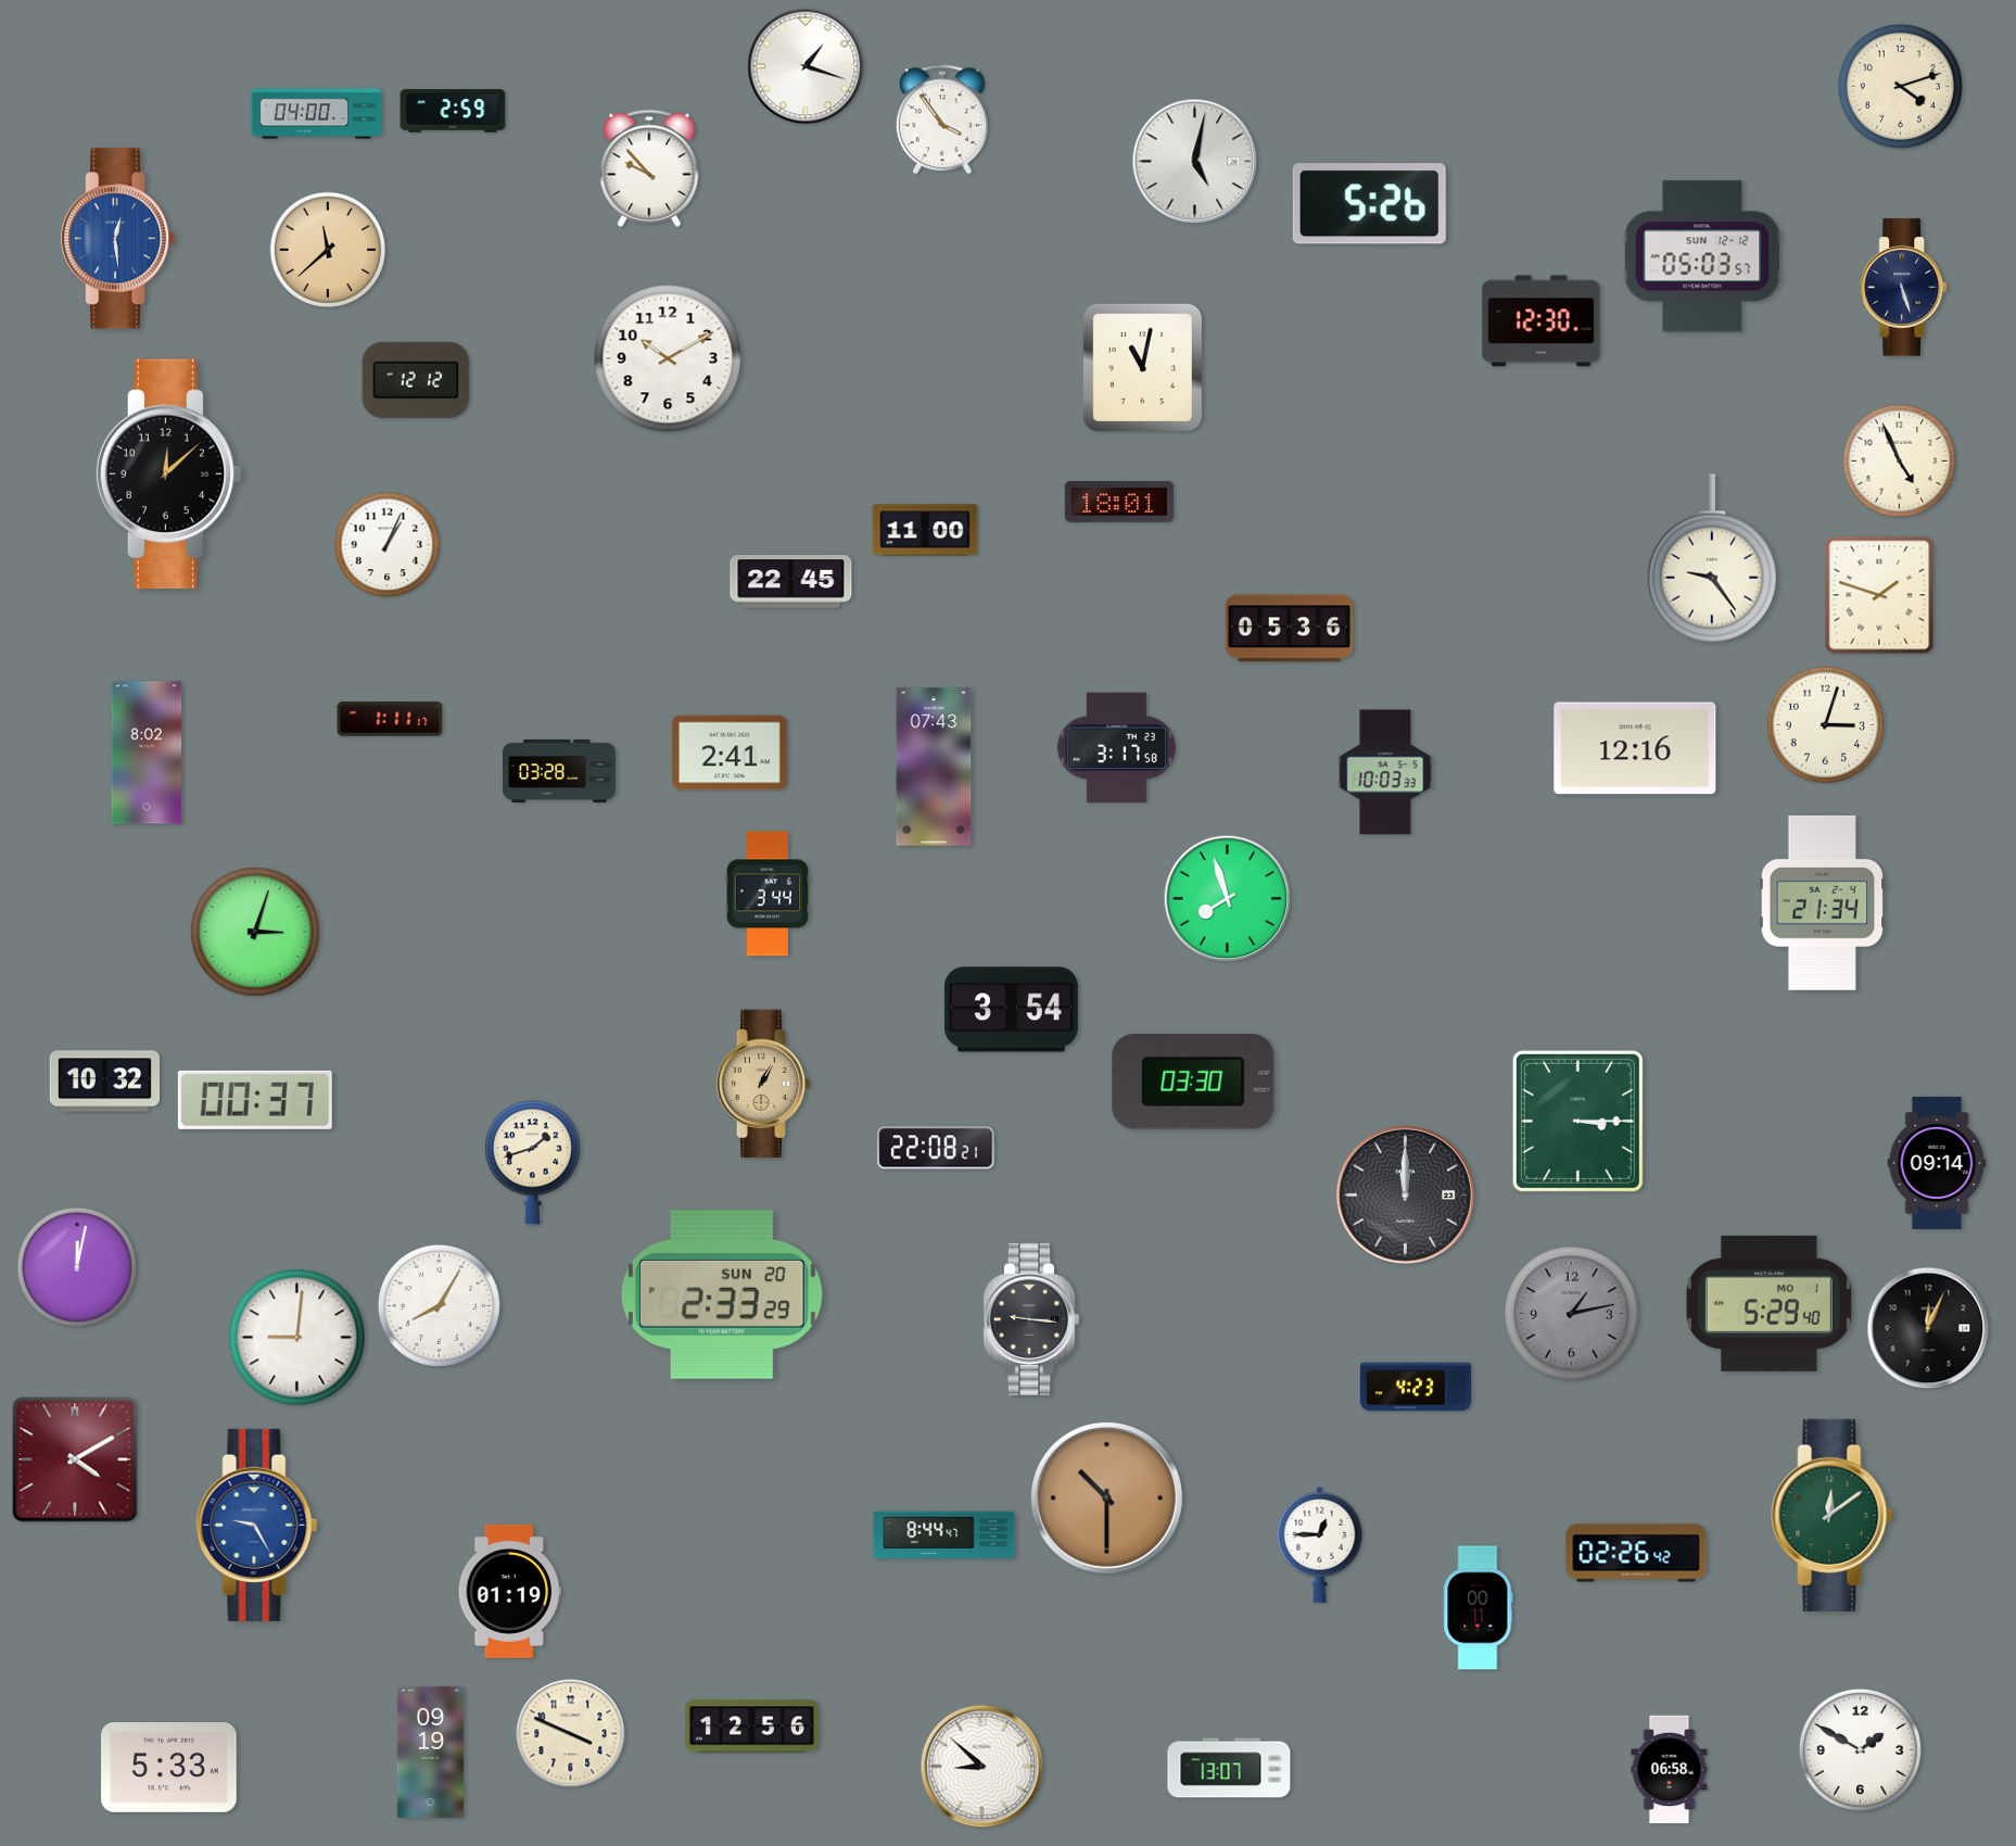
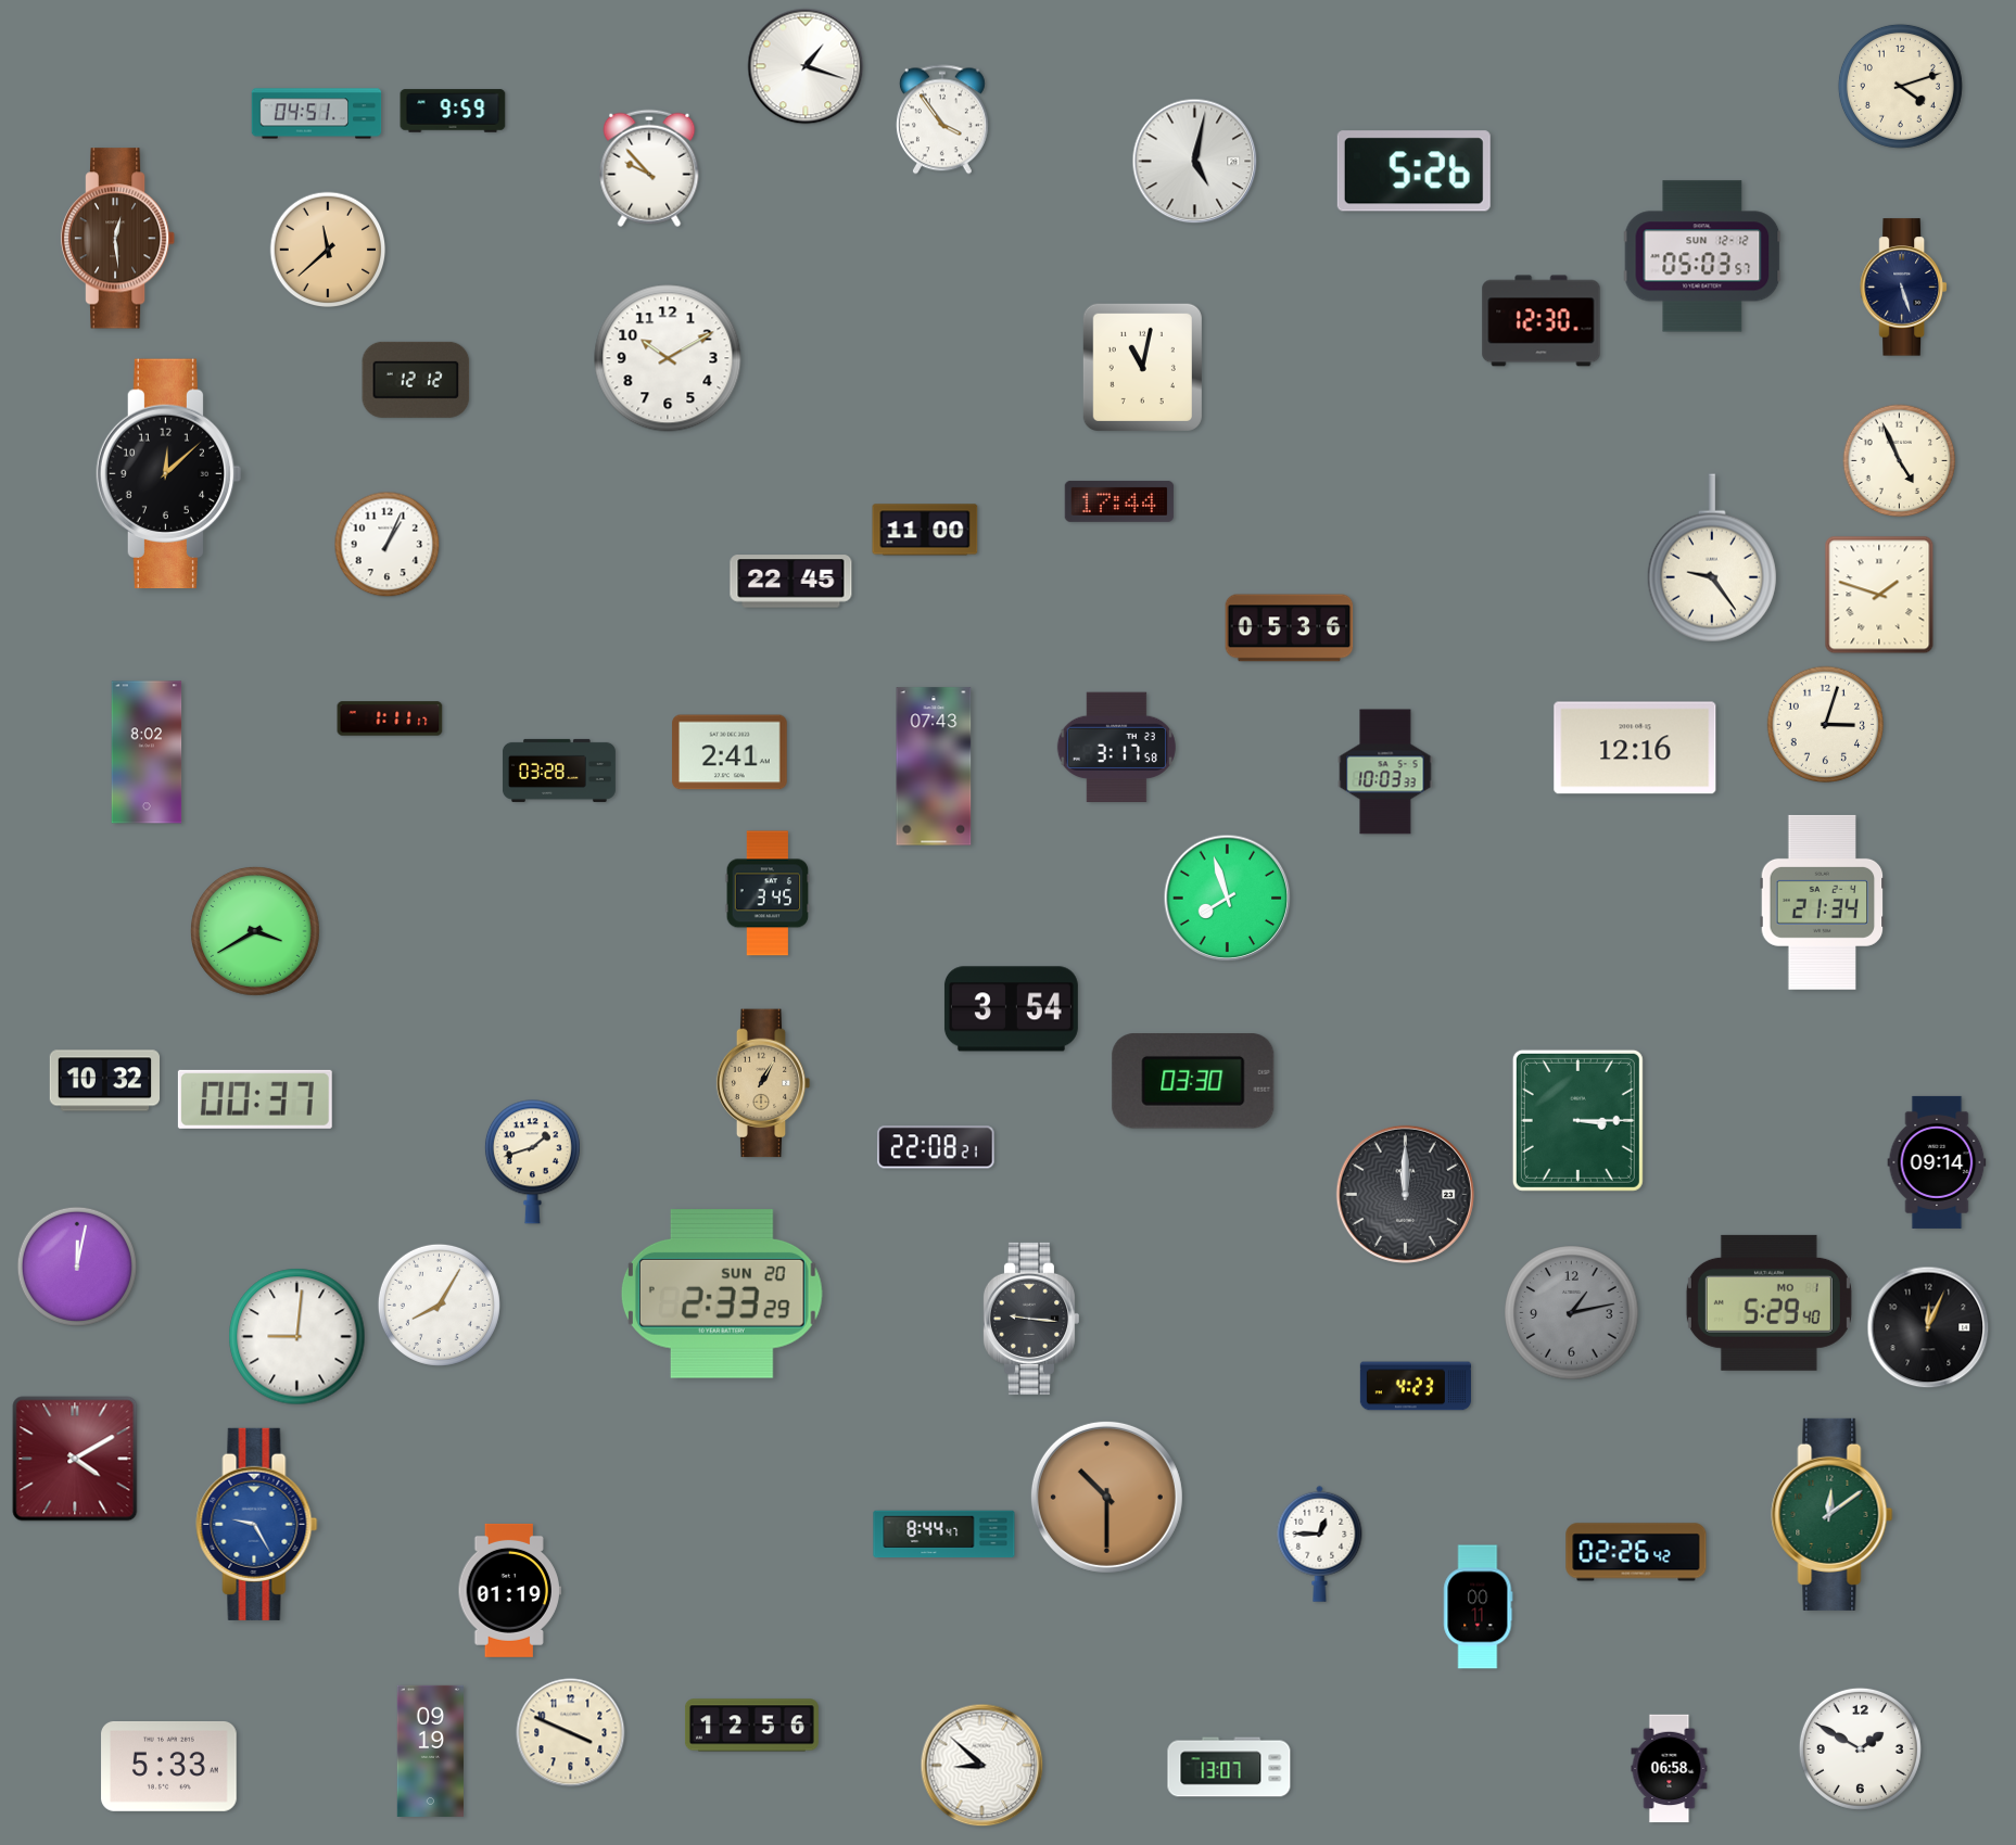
clock at (453, 111): 2:59 -> 9:59
clock at (317, 114): 04:00 -> 04:51
clock at (1369, 204) position: (1369, 204) -> (1413, 171)
clock at (118, 239) dial: blue -> brown
clock at (1119, 502): 18:01 -> 17:44
clock at (768, 894): 3:44 -> 3:45
clock at (256, 933): 3:03 -> 3:40
